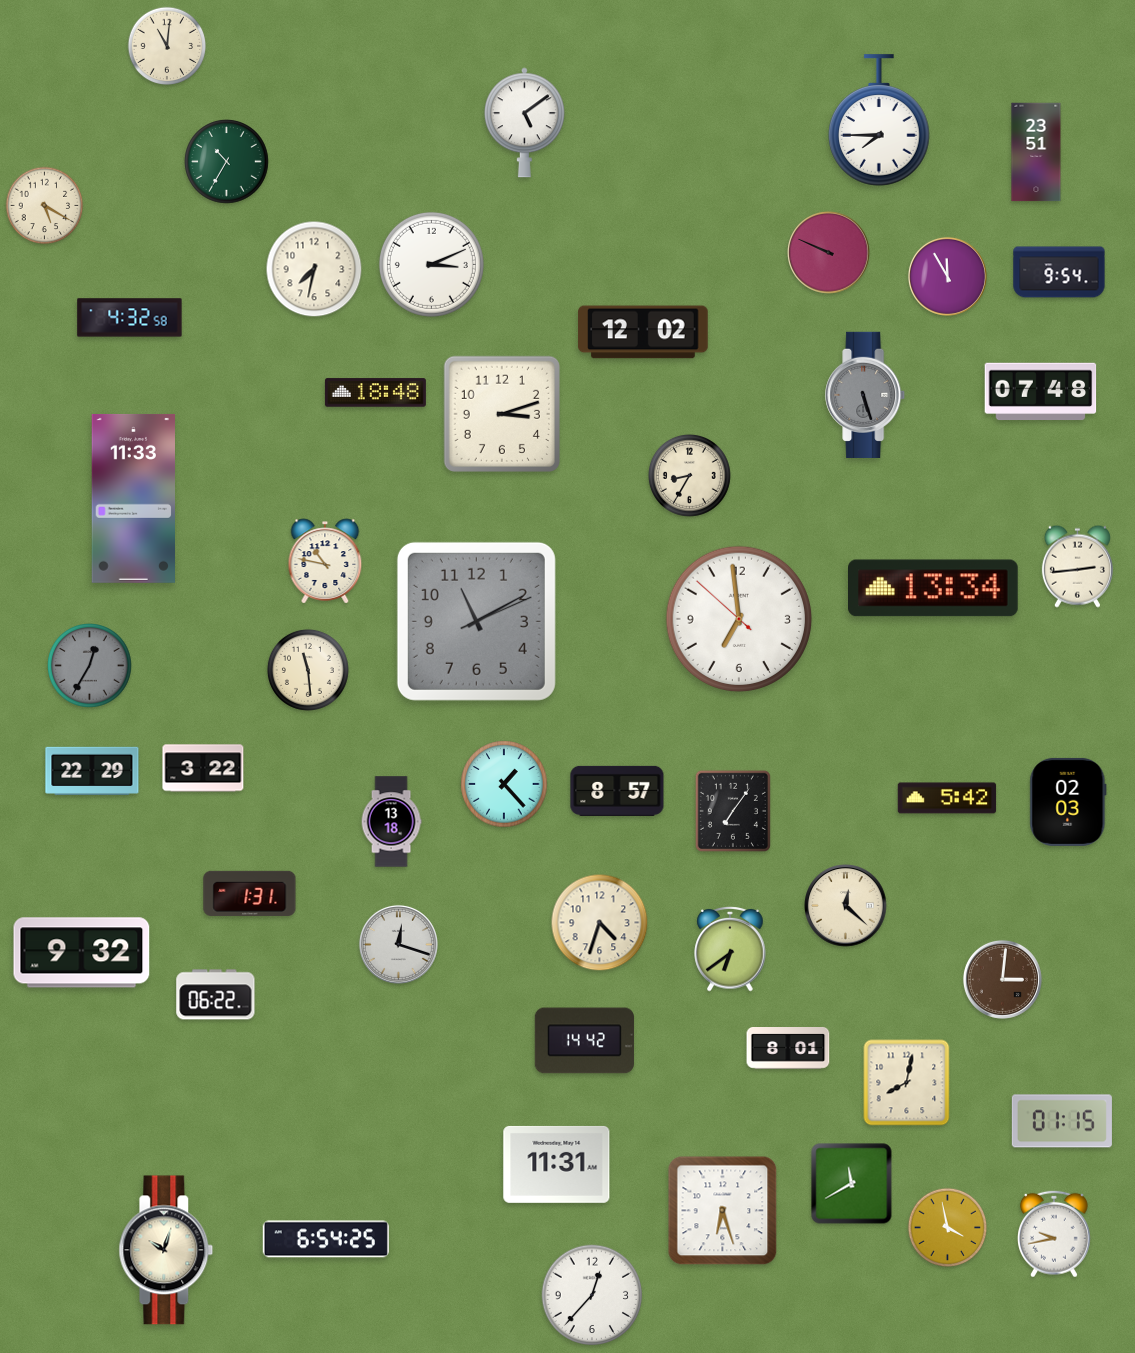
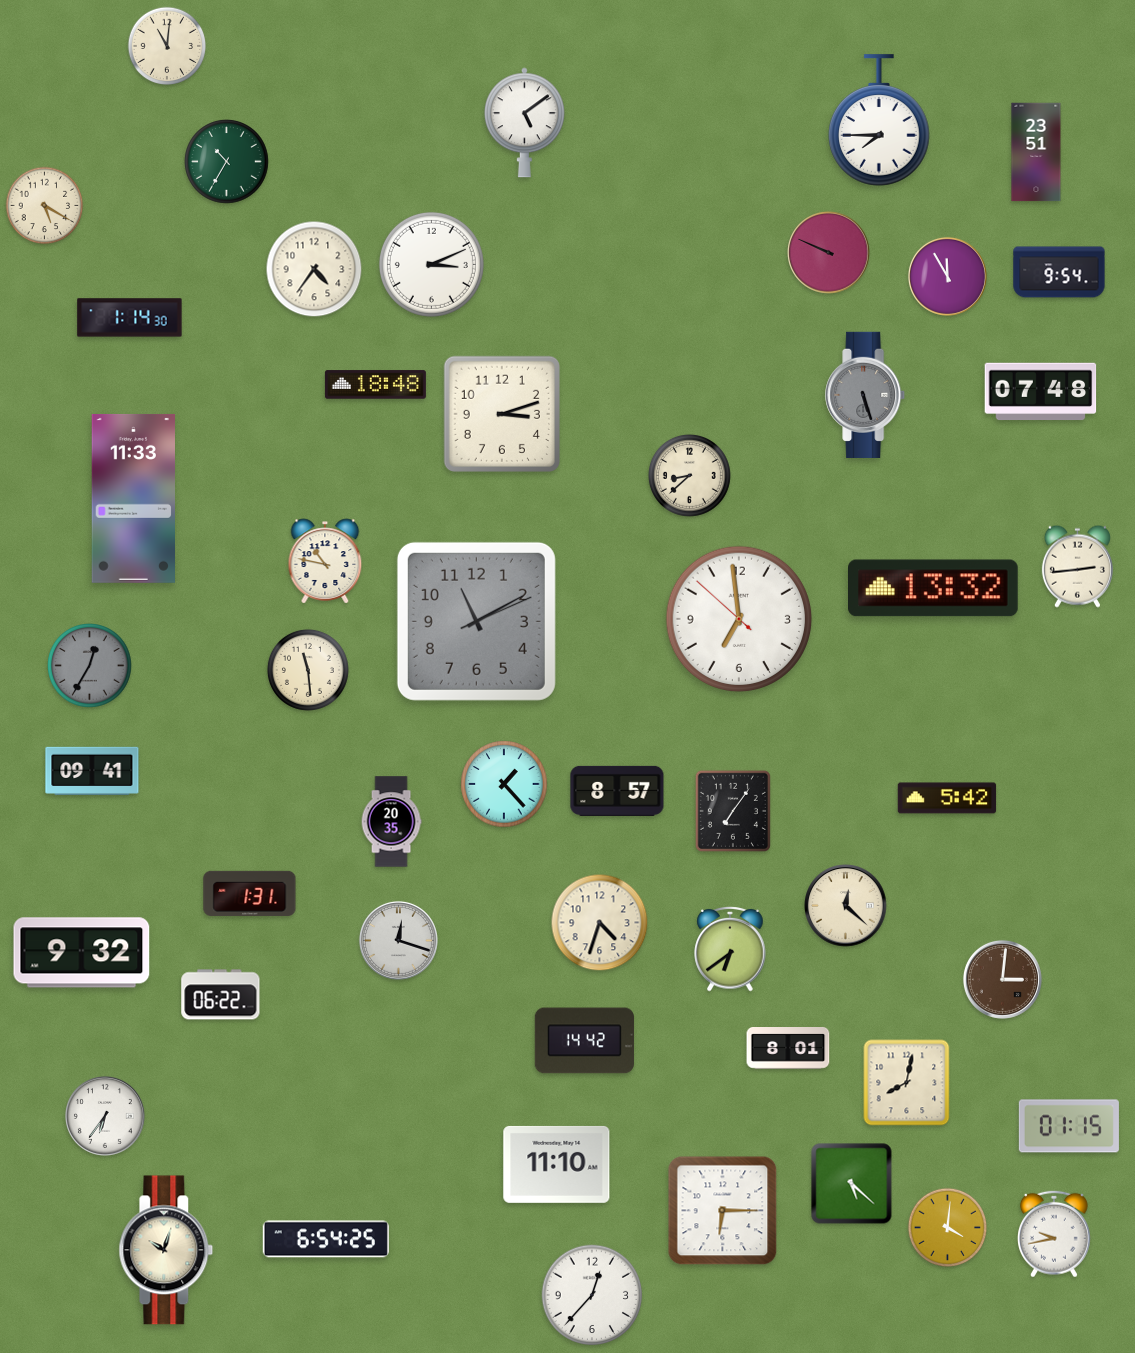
clock at (314, 269): 7:32 -> 4:36
clock at (130, 318): 4:32 -> 1:14
clock at (643, 332): 12:02 -> none
clock at (375, 393) position: (375, 393) -> (375, 385)
clock at (689, 475): 8:35 -> 8:38
clock at (934, 588): 13:34 -> 13:32
clock at (203, 768): 3:22 -> none
clock at (92, 770): 22:29 -> 09:41
clock at (1068, 802): 02:03 -> none
clock at (391, 822): 13:18 -> 20:35
clock at (398, 944) position: (398, 944) -> (398, 940)
clock at (216, 995) position: (216, 995) -> (221, 995)
clock at (105, 1116): none -> 6:36
clock at (1062, 1121) position: (1062, 1121) -> (1069, 1126)
clock at (557, 1164): 11:31 -> 11:10
clock at (852, 1184): 11:40 -> 5:22
clock at (723, 1211): 6:27 -> 6:15
clock at (947, 1227): 3:58 -> 4:01
